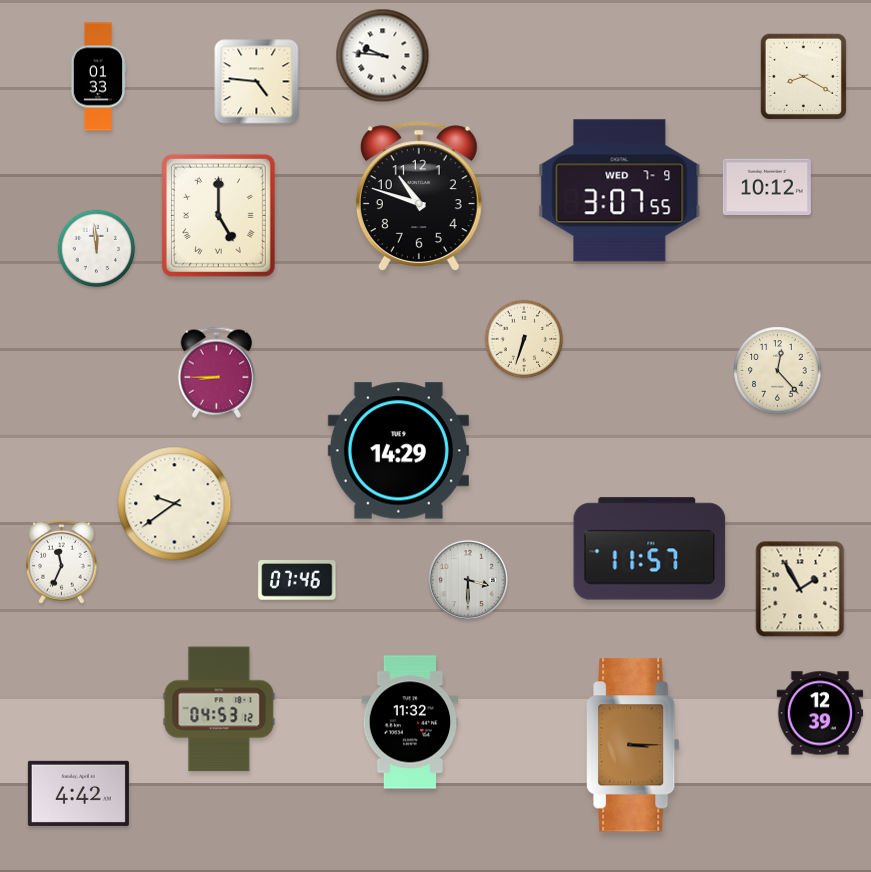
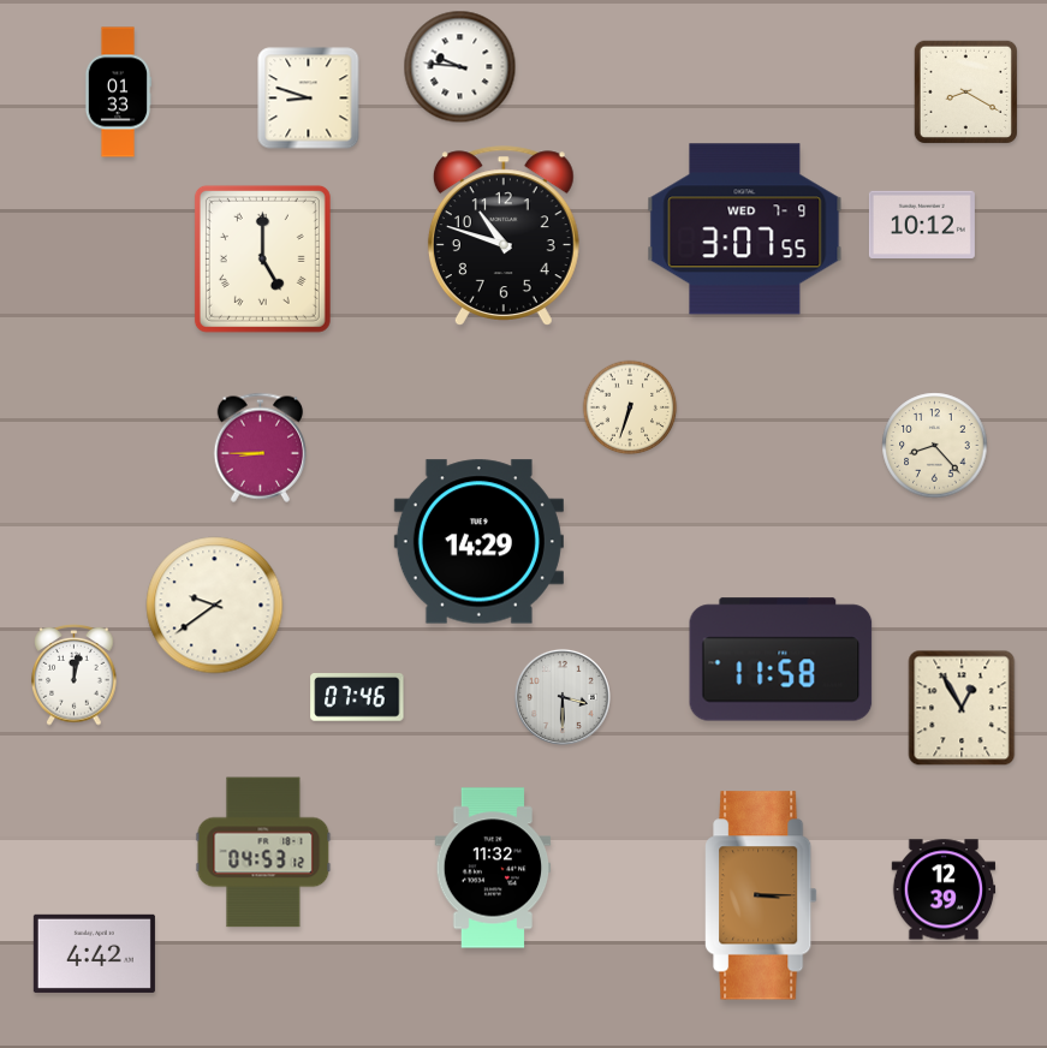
clock at (257, 82): 4:46 -> 8:48
clock at (97, 249): 11:59 -> none
clock at (778, 371): 12:23 -> 8:23
clock at (175, 504) position: (175, 504) -> (215, 606)
clock at (650, 549): 11:57 -> 11:58
clock at (62, 562): 11:34 -> 12:02
clock at (800, 589): 1:55 -> 12:55
clock at (820, 713) position: (820, 713) -> (944, 889)
